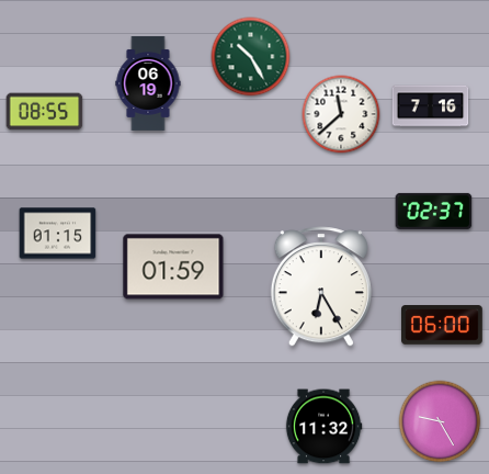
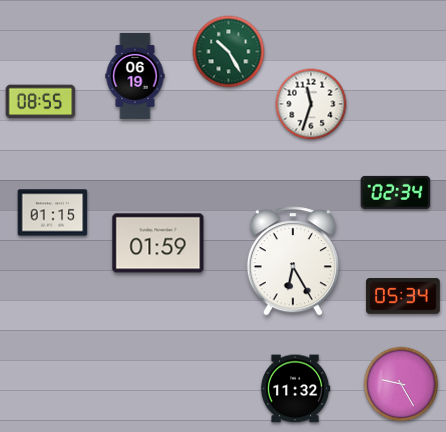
clock at (431, 106): 7:16 -> none
clock at (341, 114): 11:38 -> 11:33
clock at (434, 211): 02:37 -> 02:34
clock at (443, 325): 06:00 -> 05:34
